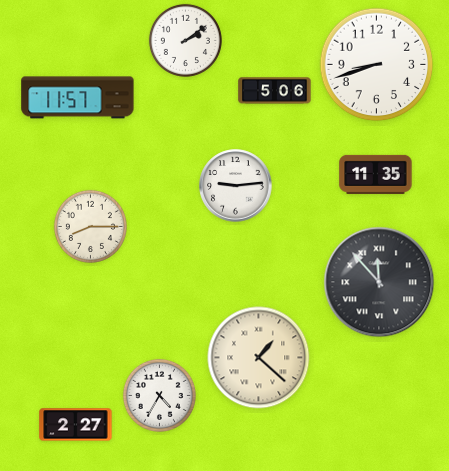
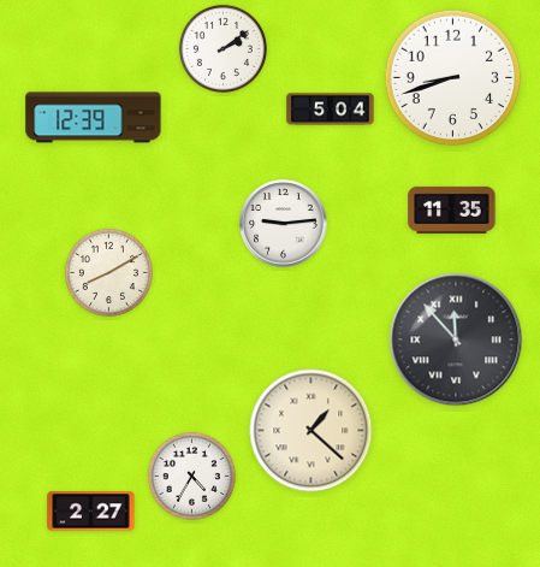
clock at (275, 91): 5:06 -> 5:04
clock at (78, 98): 11:57 -> 12:39
clock at (90, 226): 8:15 -> 8:10
